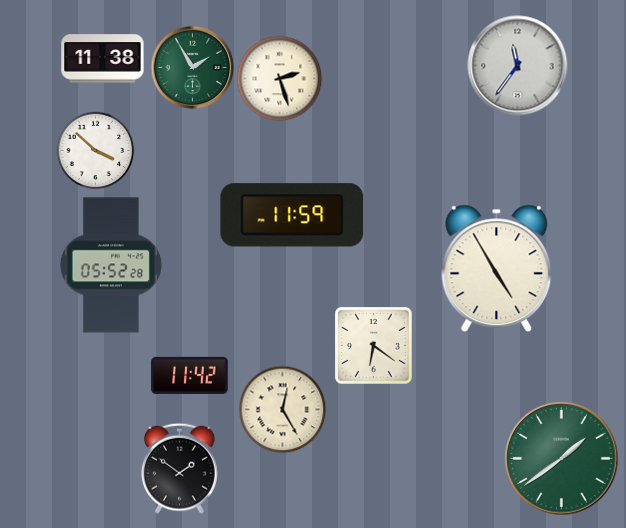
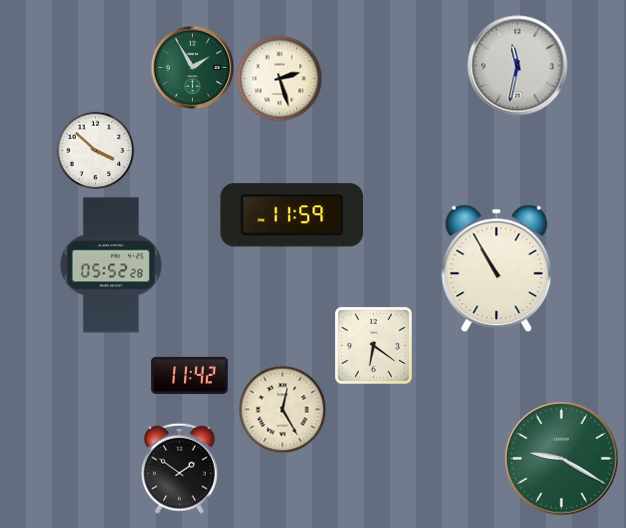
clock at (103, 59): 11:38 -> none
clock at (518, 66): 11:36 -> 11:32
clock at (497, 269): 4:55 -> 10:55
clock at (562, 459): 1:39 -> 9:20
